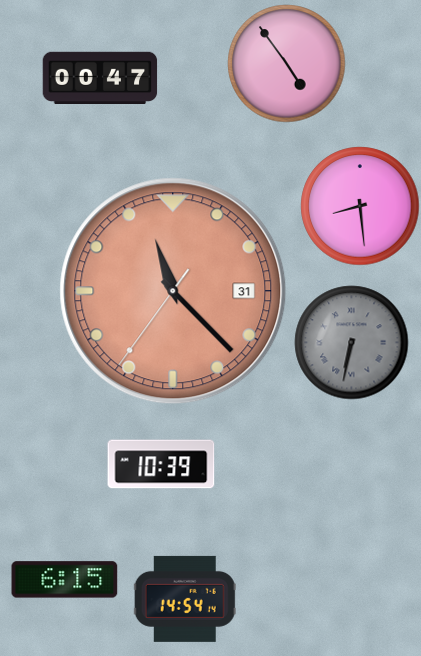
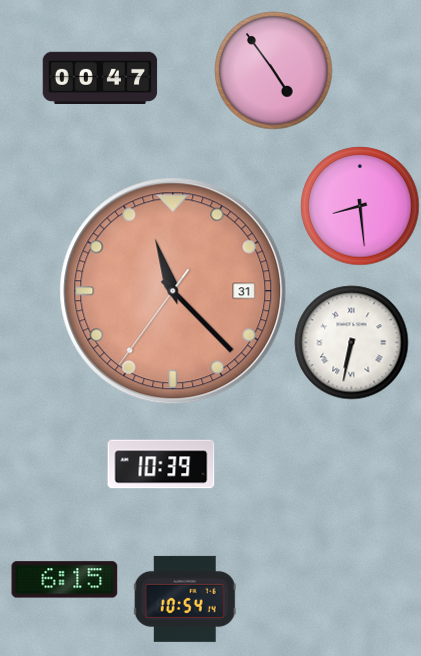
clock at (287, 64) position: (287, 64) -> (274, 71)
clock at (352, 343) dial: grey -> white
clock at (185, 599): 14:54 -> 10:54
